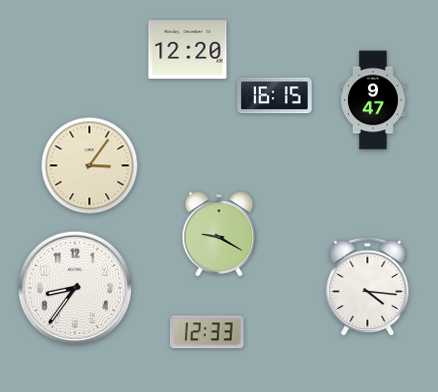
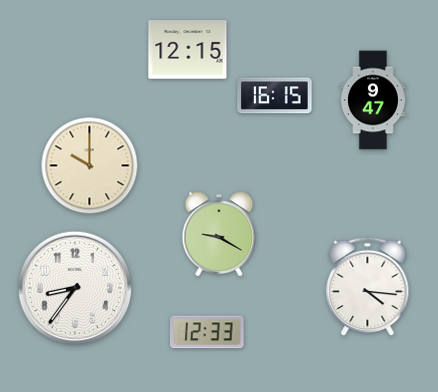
clock at (188, 50): 12:20 -> 12:15
clock at (90, 166): 3:06 -> 10:00
